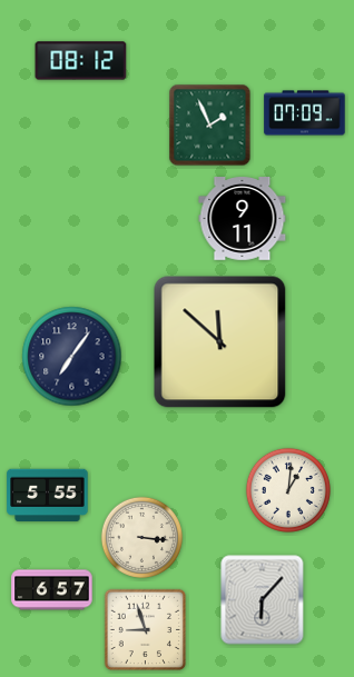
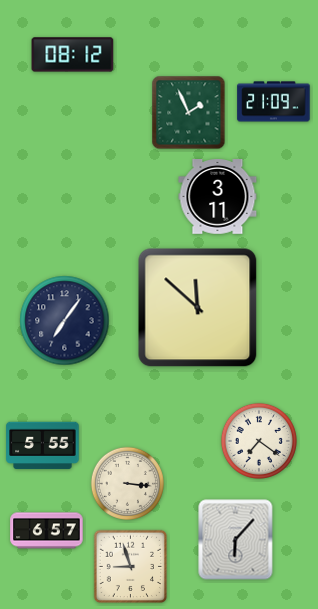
clock at (305, 113): 07:09 -> 21:09
clock at (243, 219): 9:11 -> 3:11
clock at (288, 490): 1:01 -> 7:21
